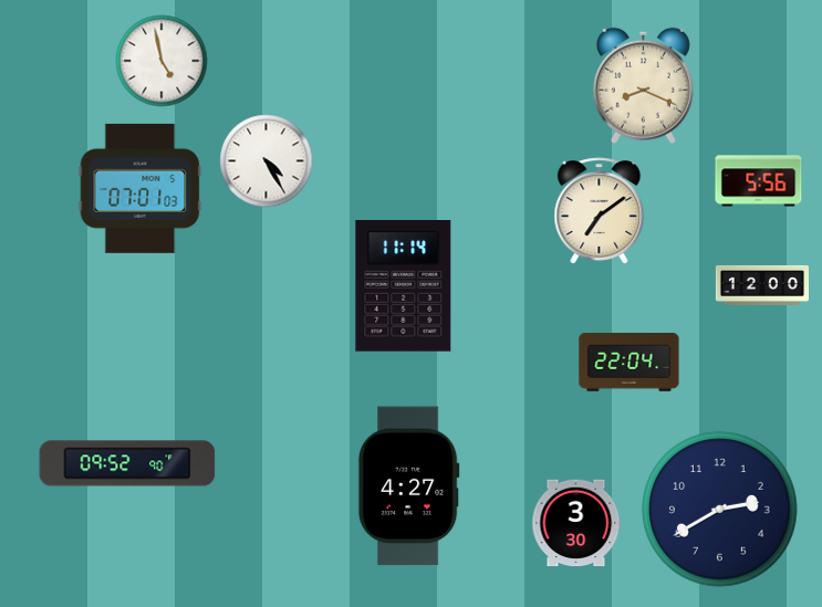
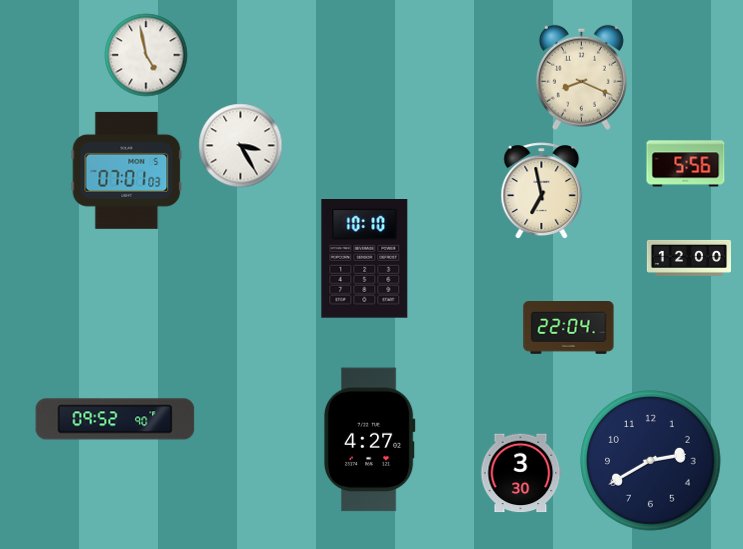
clock at (267, 161): 4:25 -> 3:25
clock at (600, 211): 7:09 -> 6:58
clock at (404, 286): 11:14 -> 10:10
